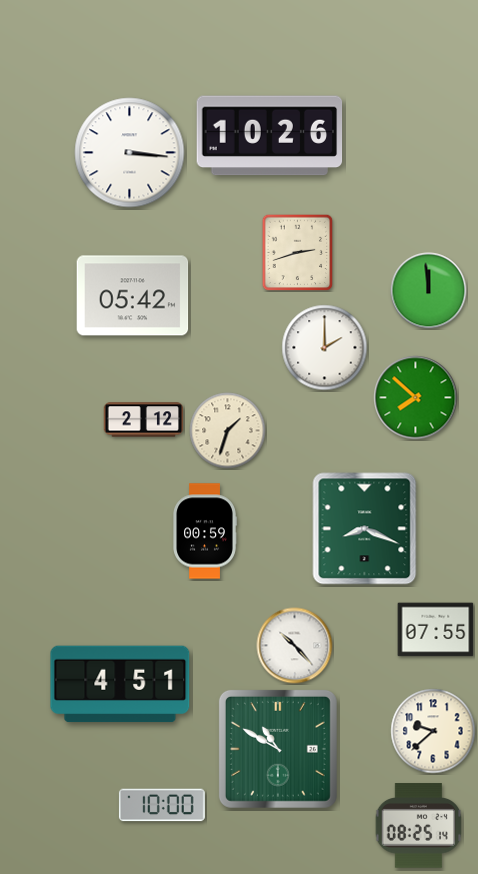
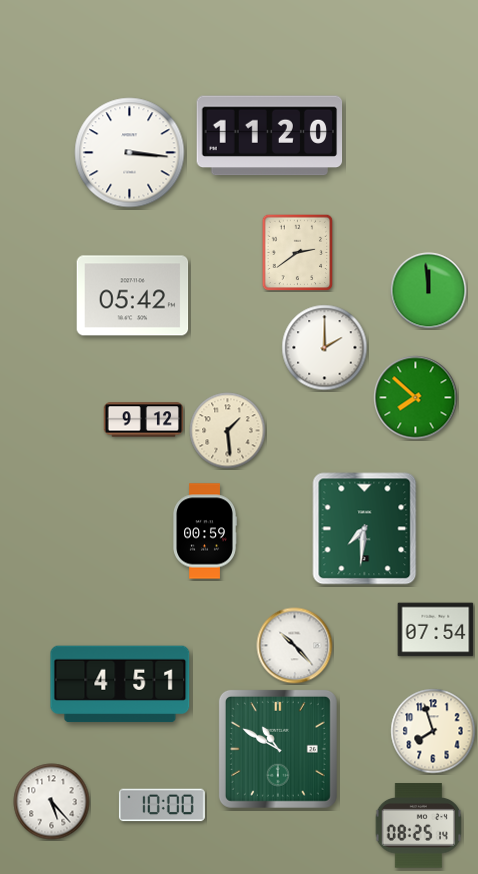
clock at (270, 136): 10:26 -> 11:20
clock at (298, 252): 2:42 -> 2:39
clock at (144, 420): 2:12 -> 9:12
clock at (228, 431): 1:33 -> 1:29
clock at (365, 529): 8:19 -> 7:31
clock at (436, 630): 07:55 -> 07:54
clock at (433, 731): 9:38 -> 7:57
clock at (52, 802): none -> 5:23
